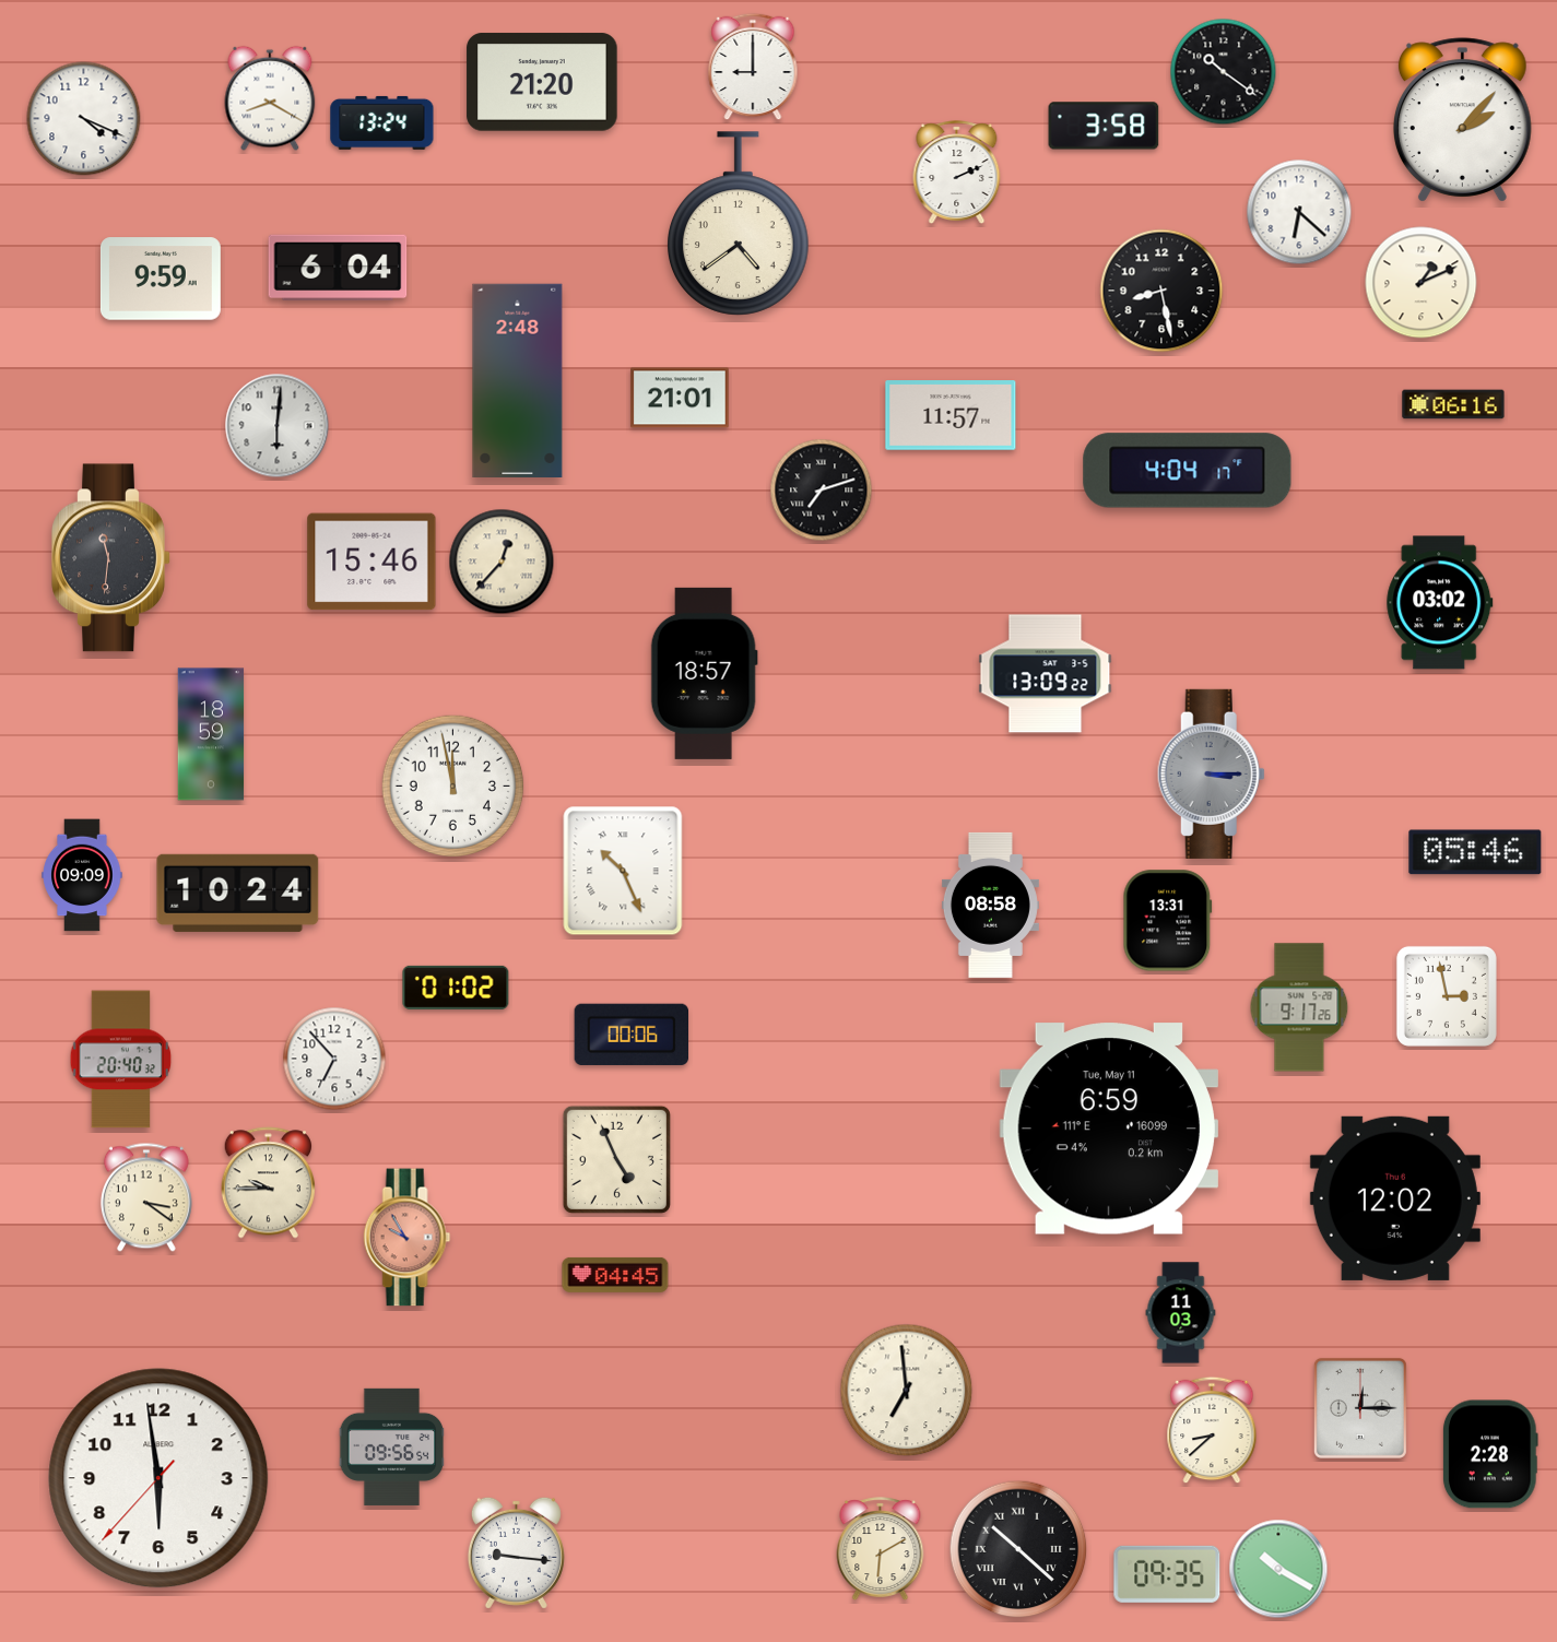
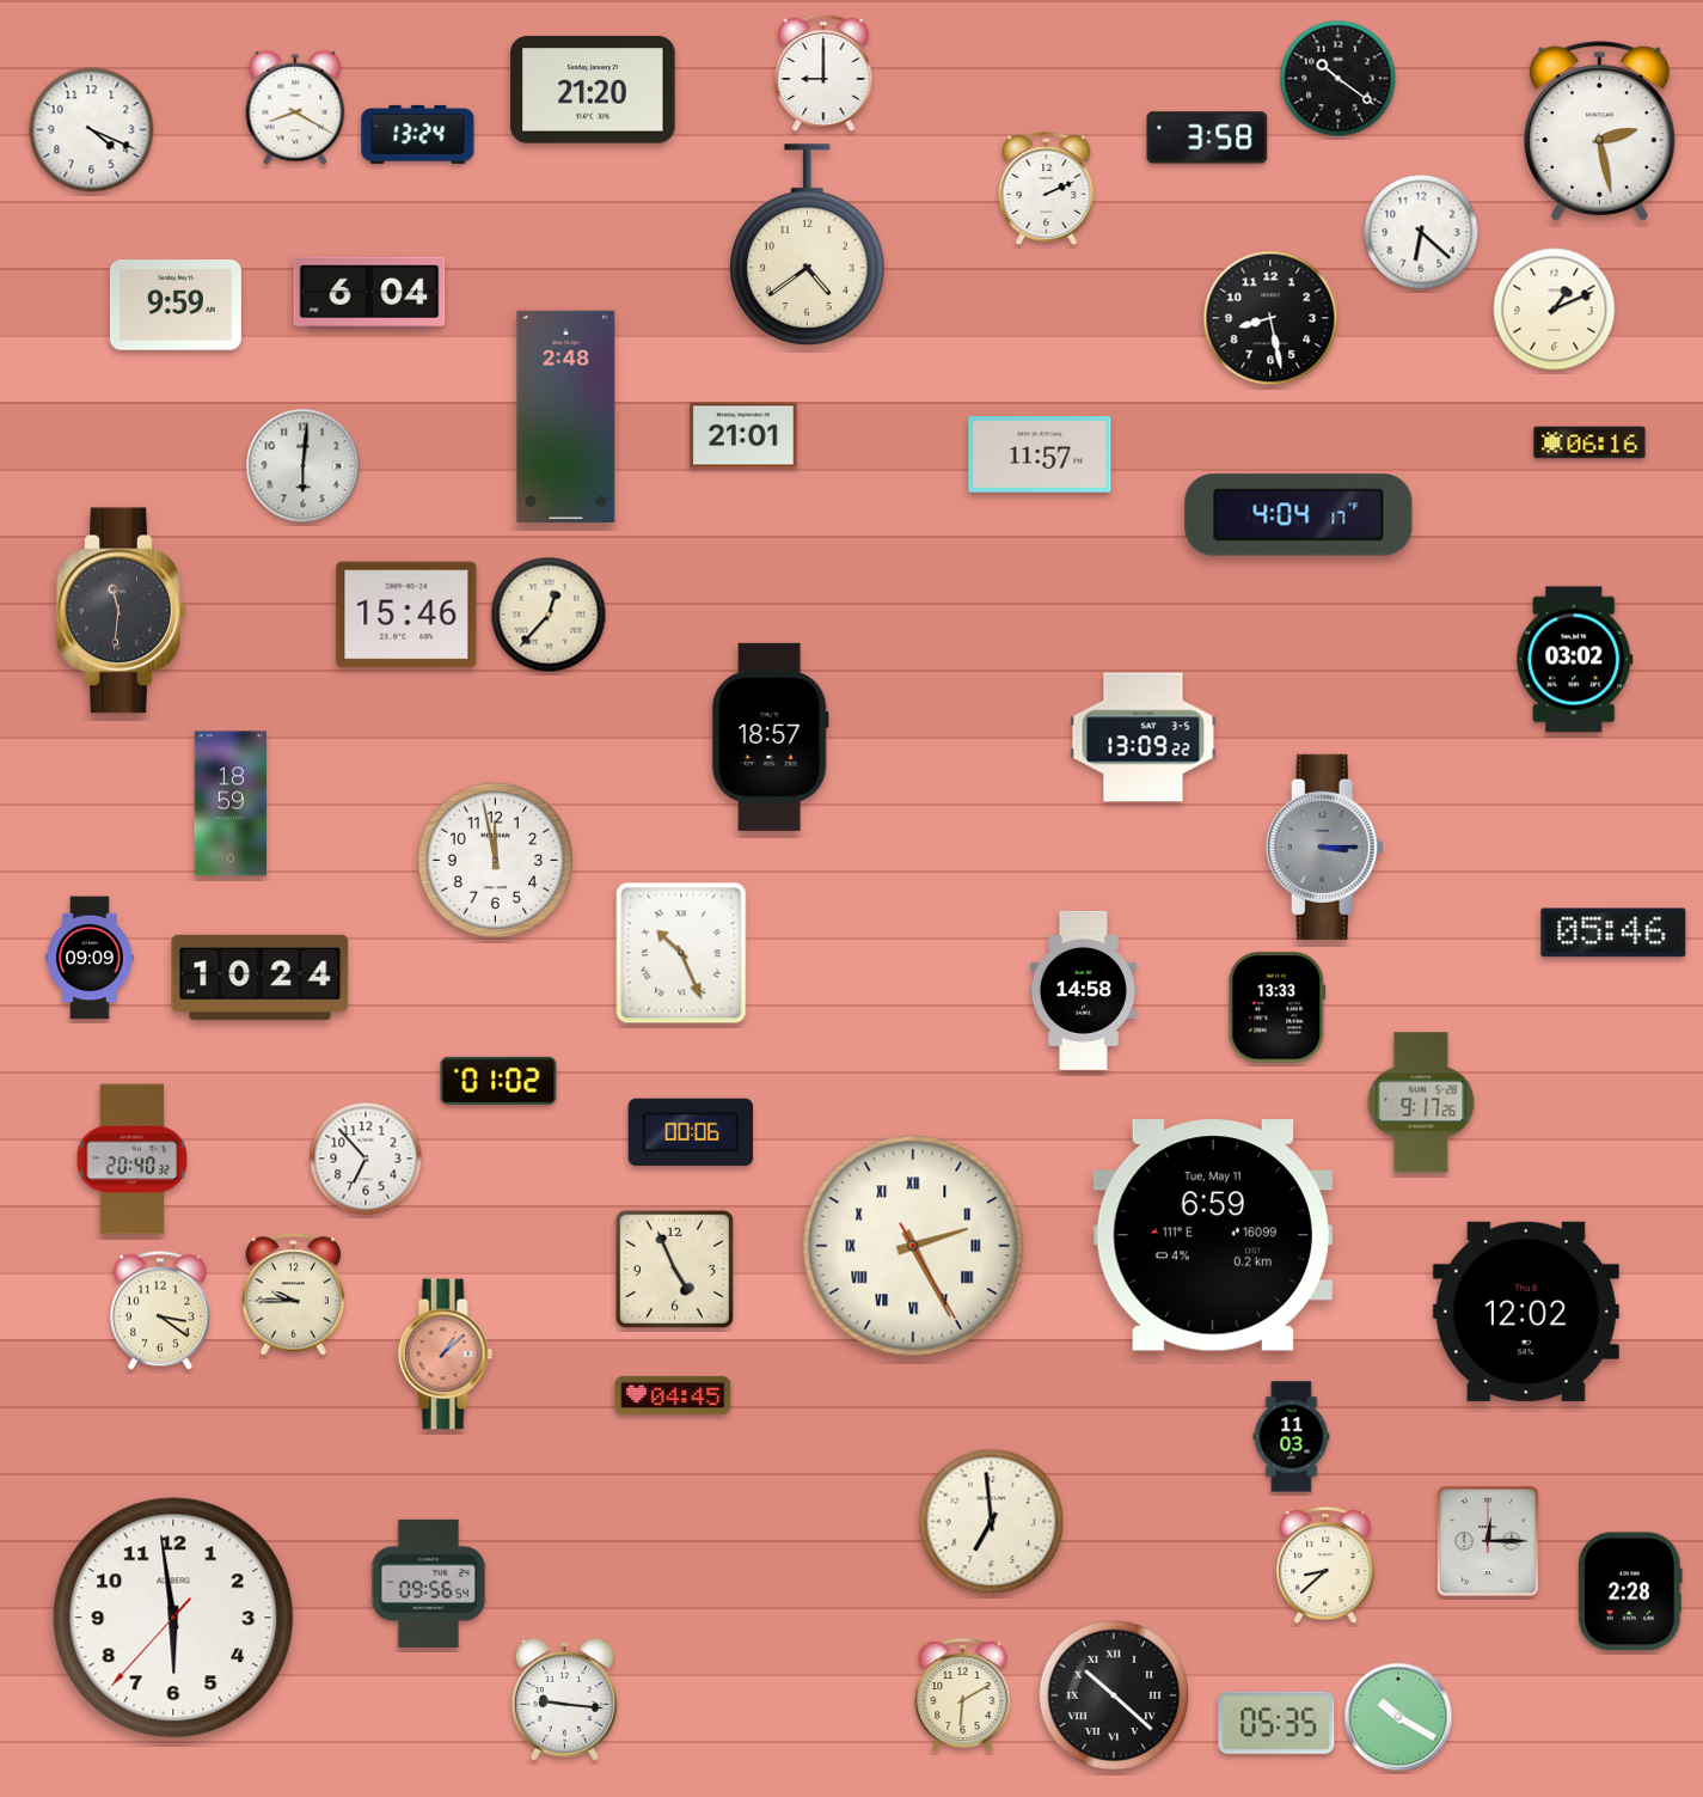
clock at (1462, 120): 2:07 -> 2:28
clock at (822, 491): 7:12 -> none
clock at (990, 905): 08:58 -> 14:58
clock at (1168, 921): 13:31 -> 13:33
clock at (1447, 996): 2:58 -> none
clock at (913, 1246): none -> 2:25
clock at (408, 1238): 9:55 -> 1:08
clock at (1167, 1574): 09:35 -> 05:35
